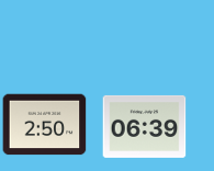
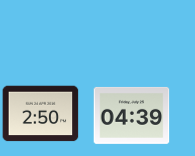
clock at (145, 126): 06:39 -> 04:39
